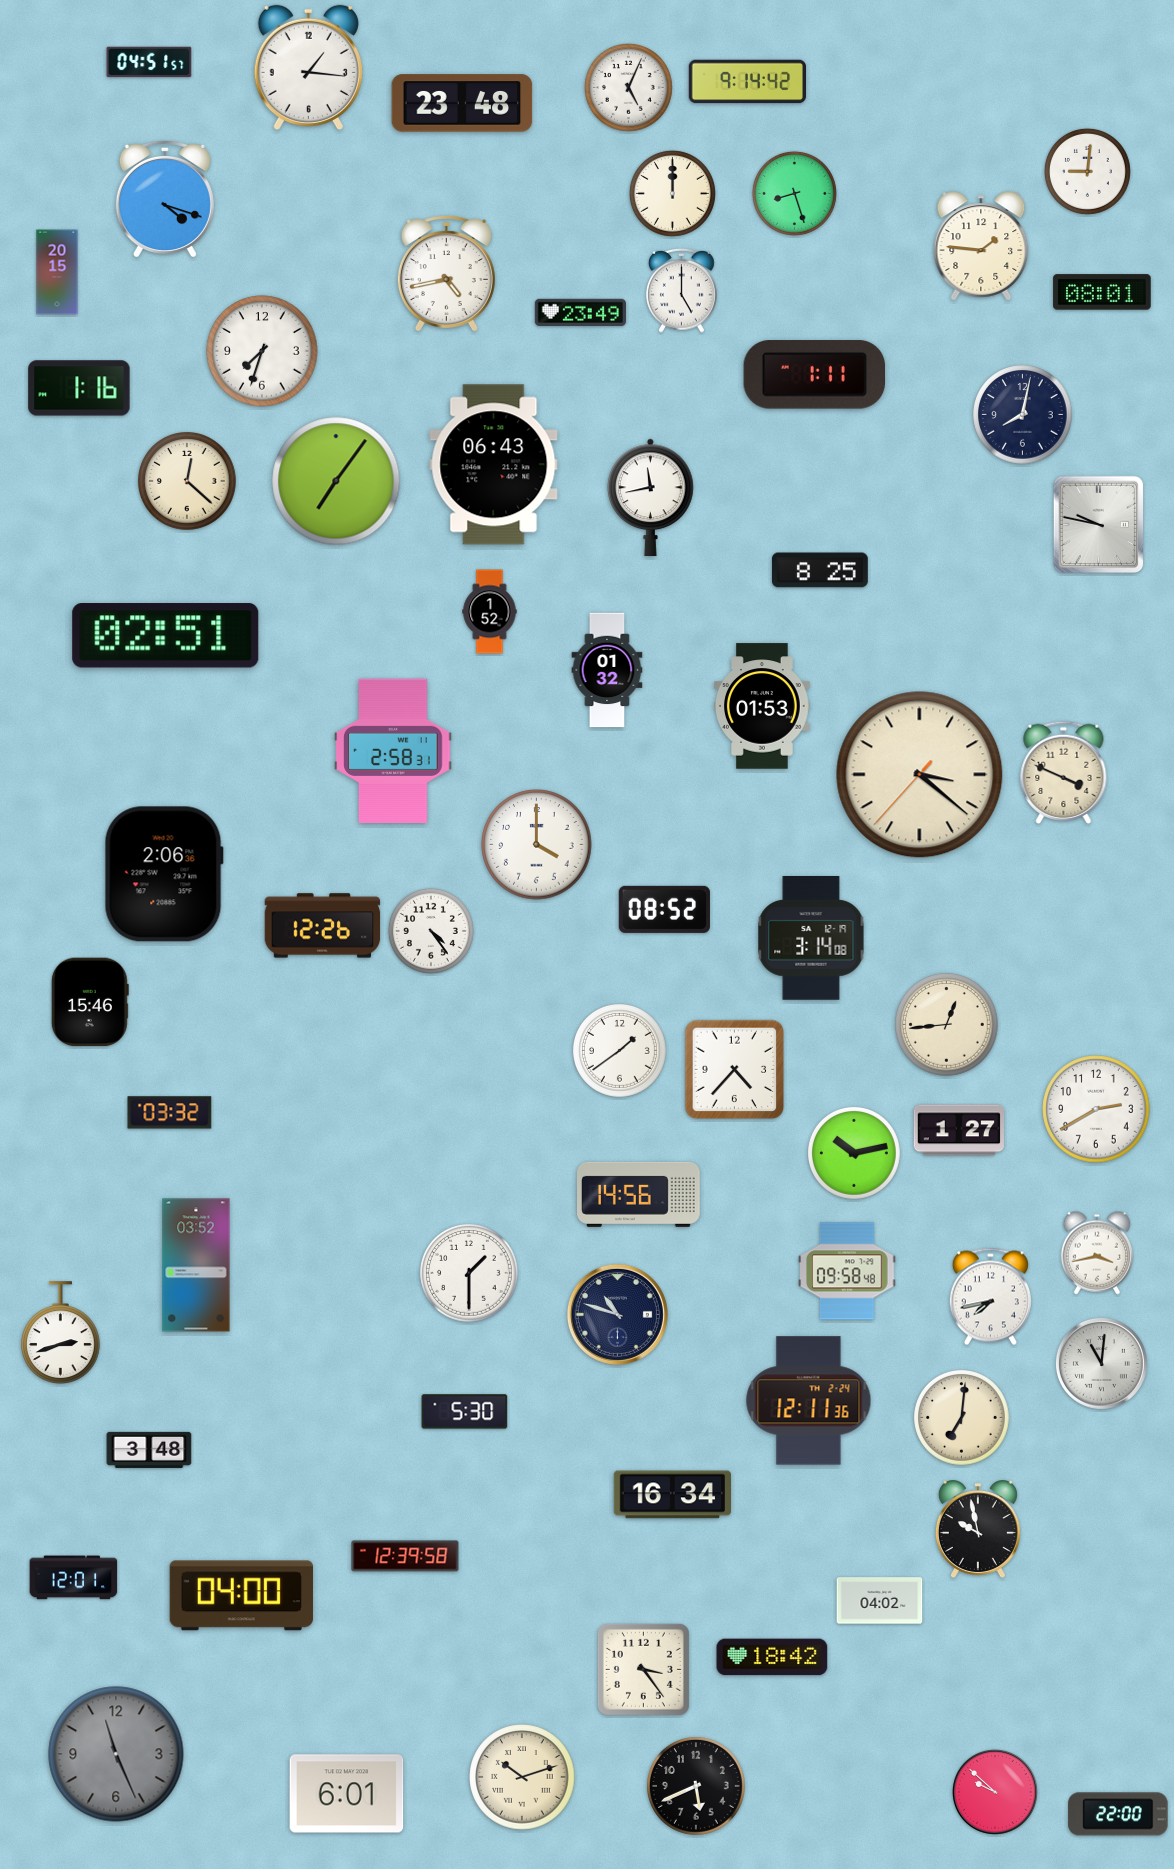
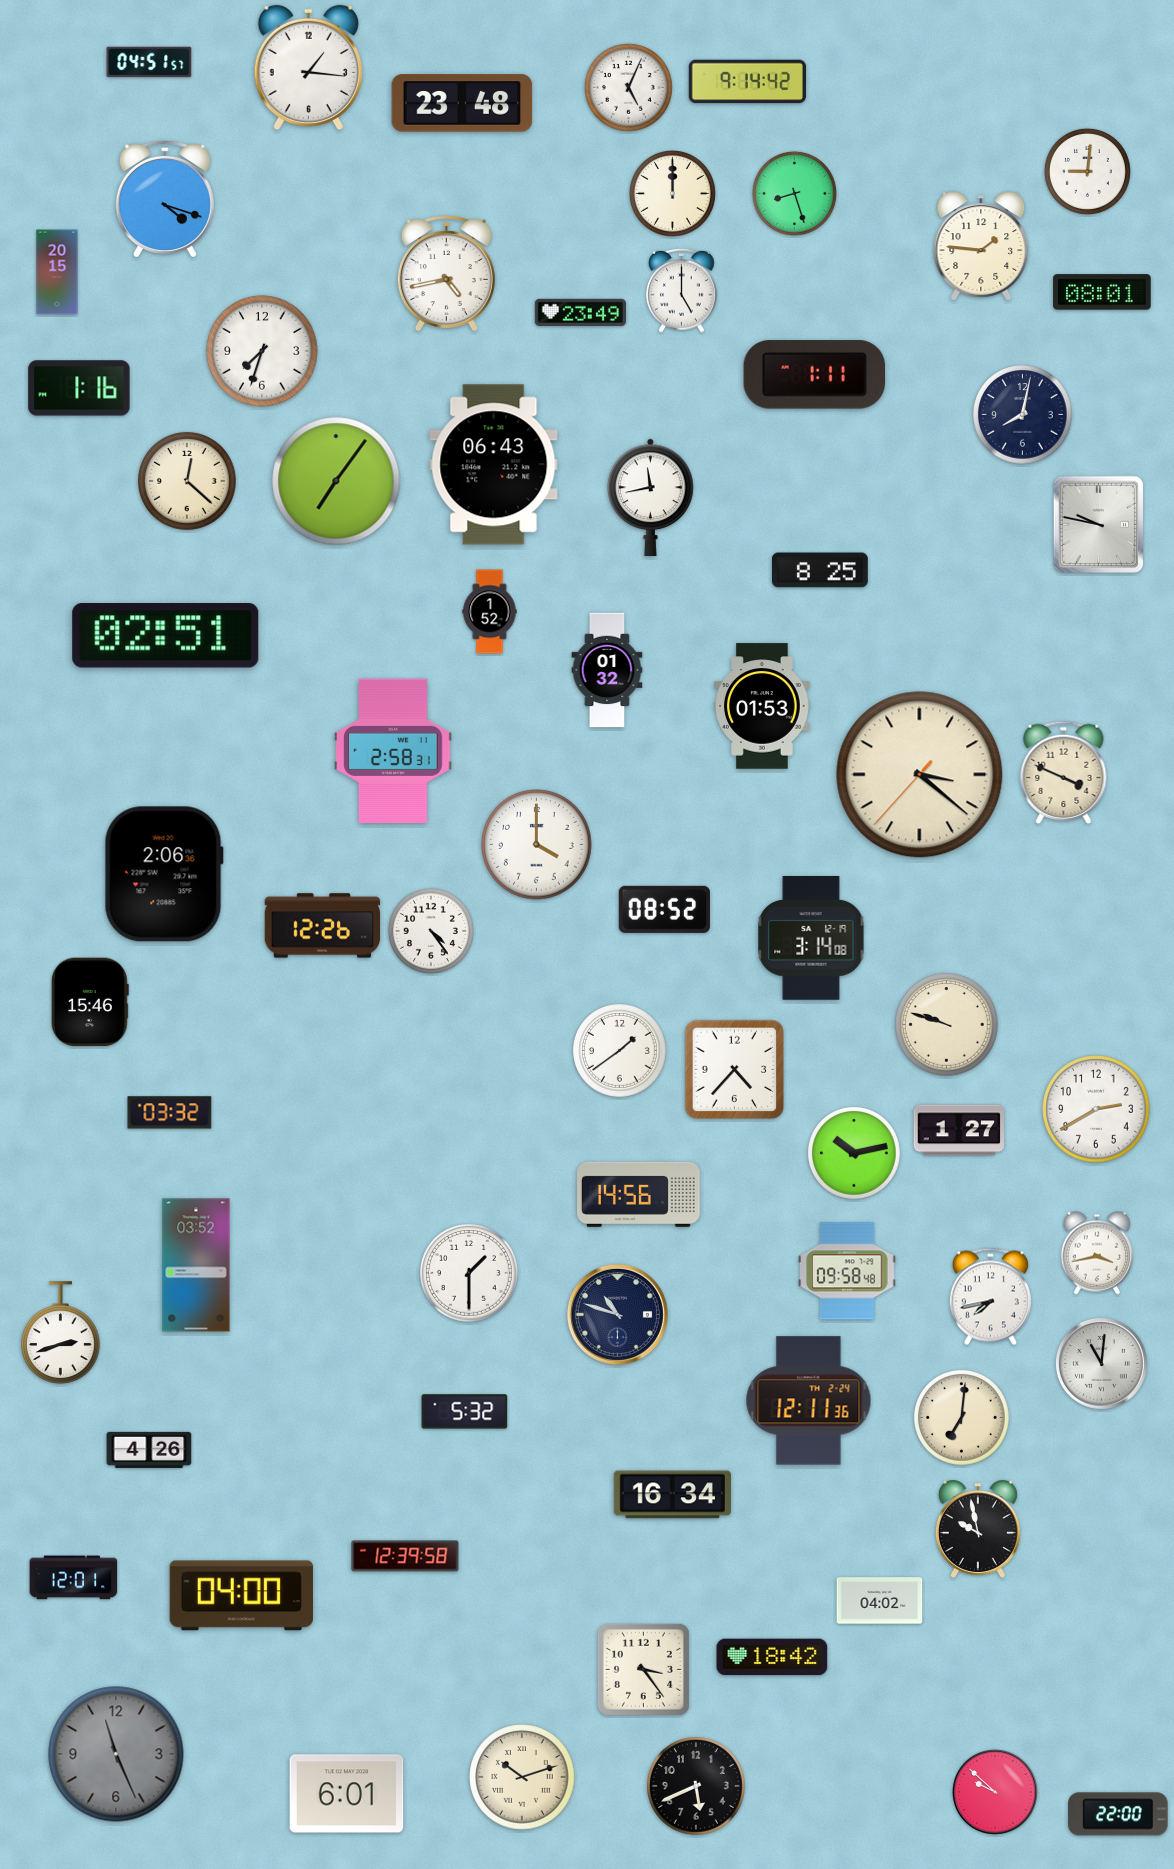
clock at (947, 1025): 12:44 -> 9:48
clock at (465, 1412): 5:30 -> 5:32
clock at (149, 1450): 3:48 -> 4:26
